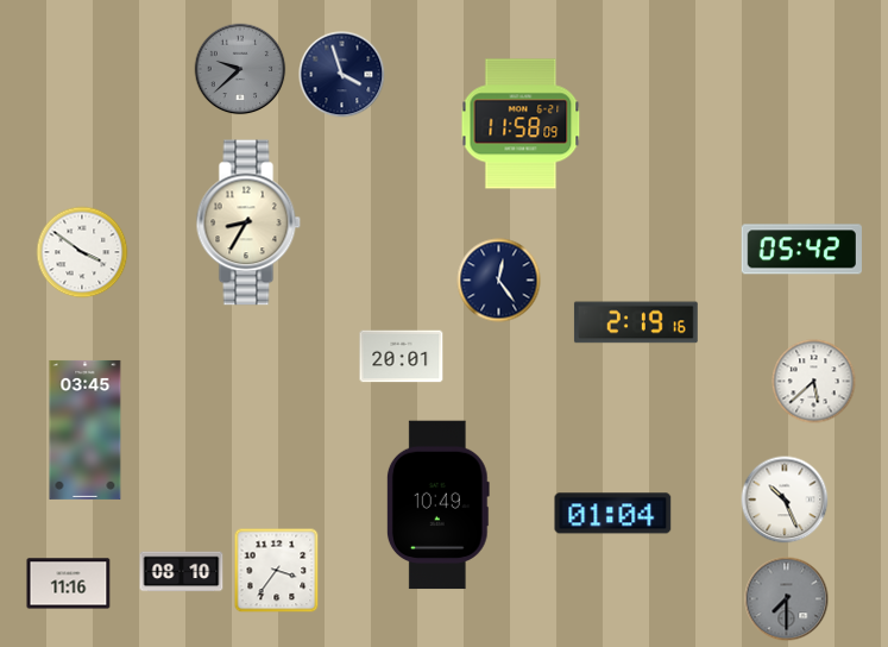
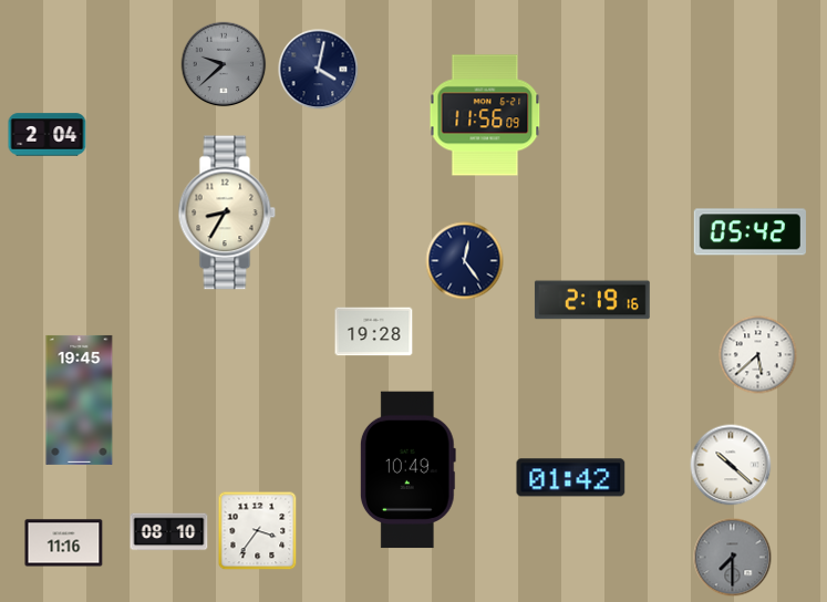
clock at (342, 75): 3:57 -> 4:02
clock at (521, 124): 11:58 -> 11:56
clock at (48, 135): none -> 2:04
clock at (248, 222) position: (248, 222) -> (227, 212)
clock at (801, 250) position: (801, 250) -> (750, 232)
clock at (82, 252): 3:51 -> none
clock at (402, 357): 20:01 -> 19:28
clock at (86, 429): 03:45 -> 19:45
clock at (785, 500): 10:26 -> 10:22
clock at (613, 514): 01:04 -> 01:42
